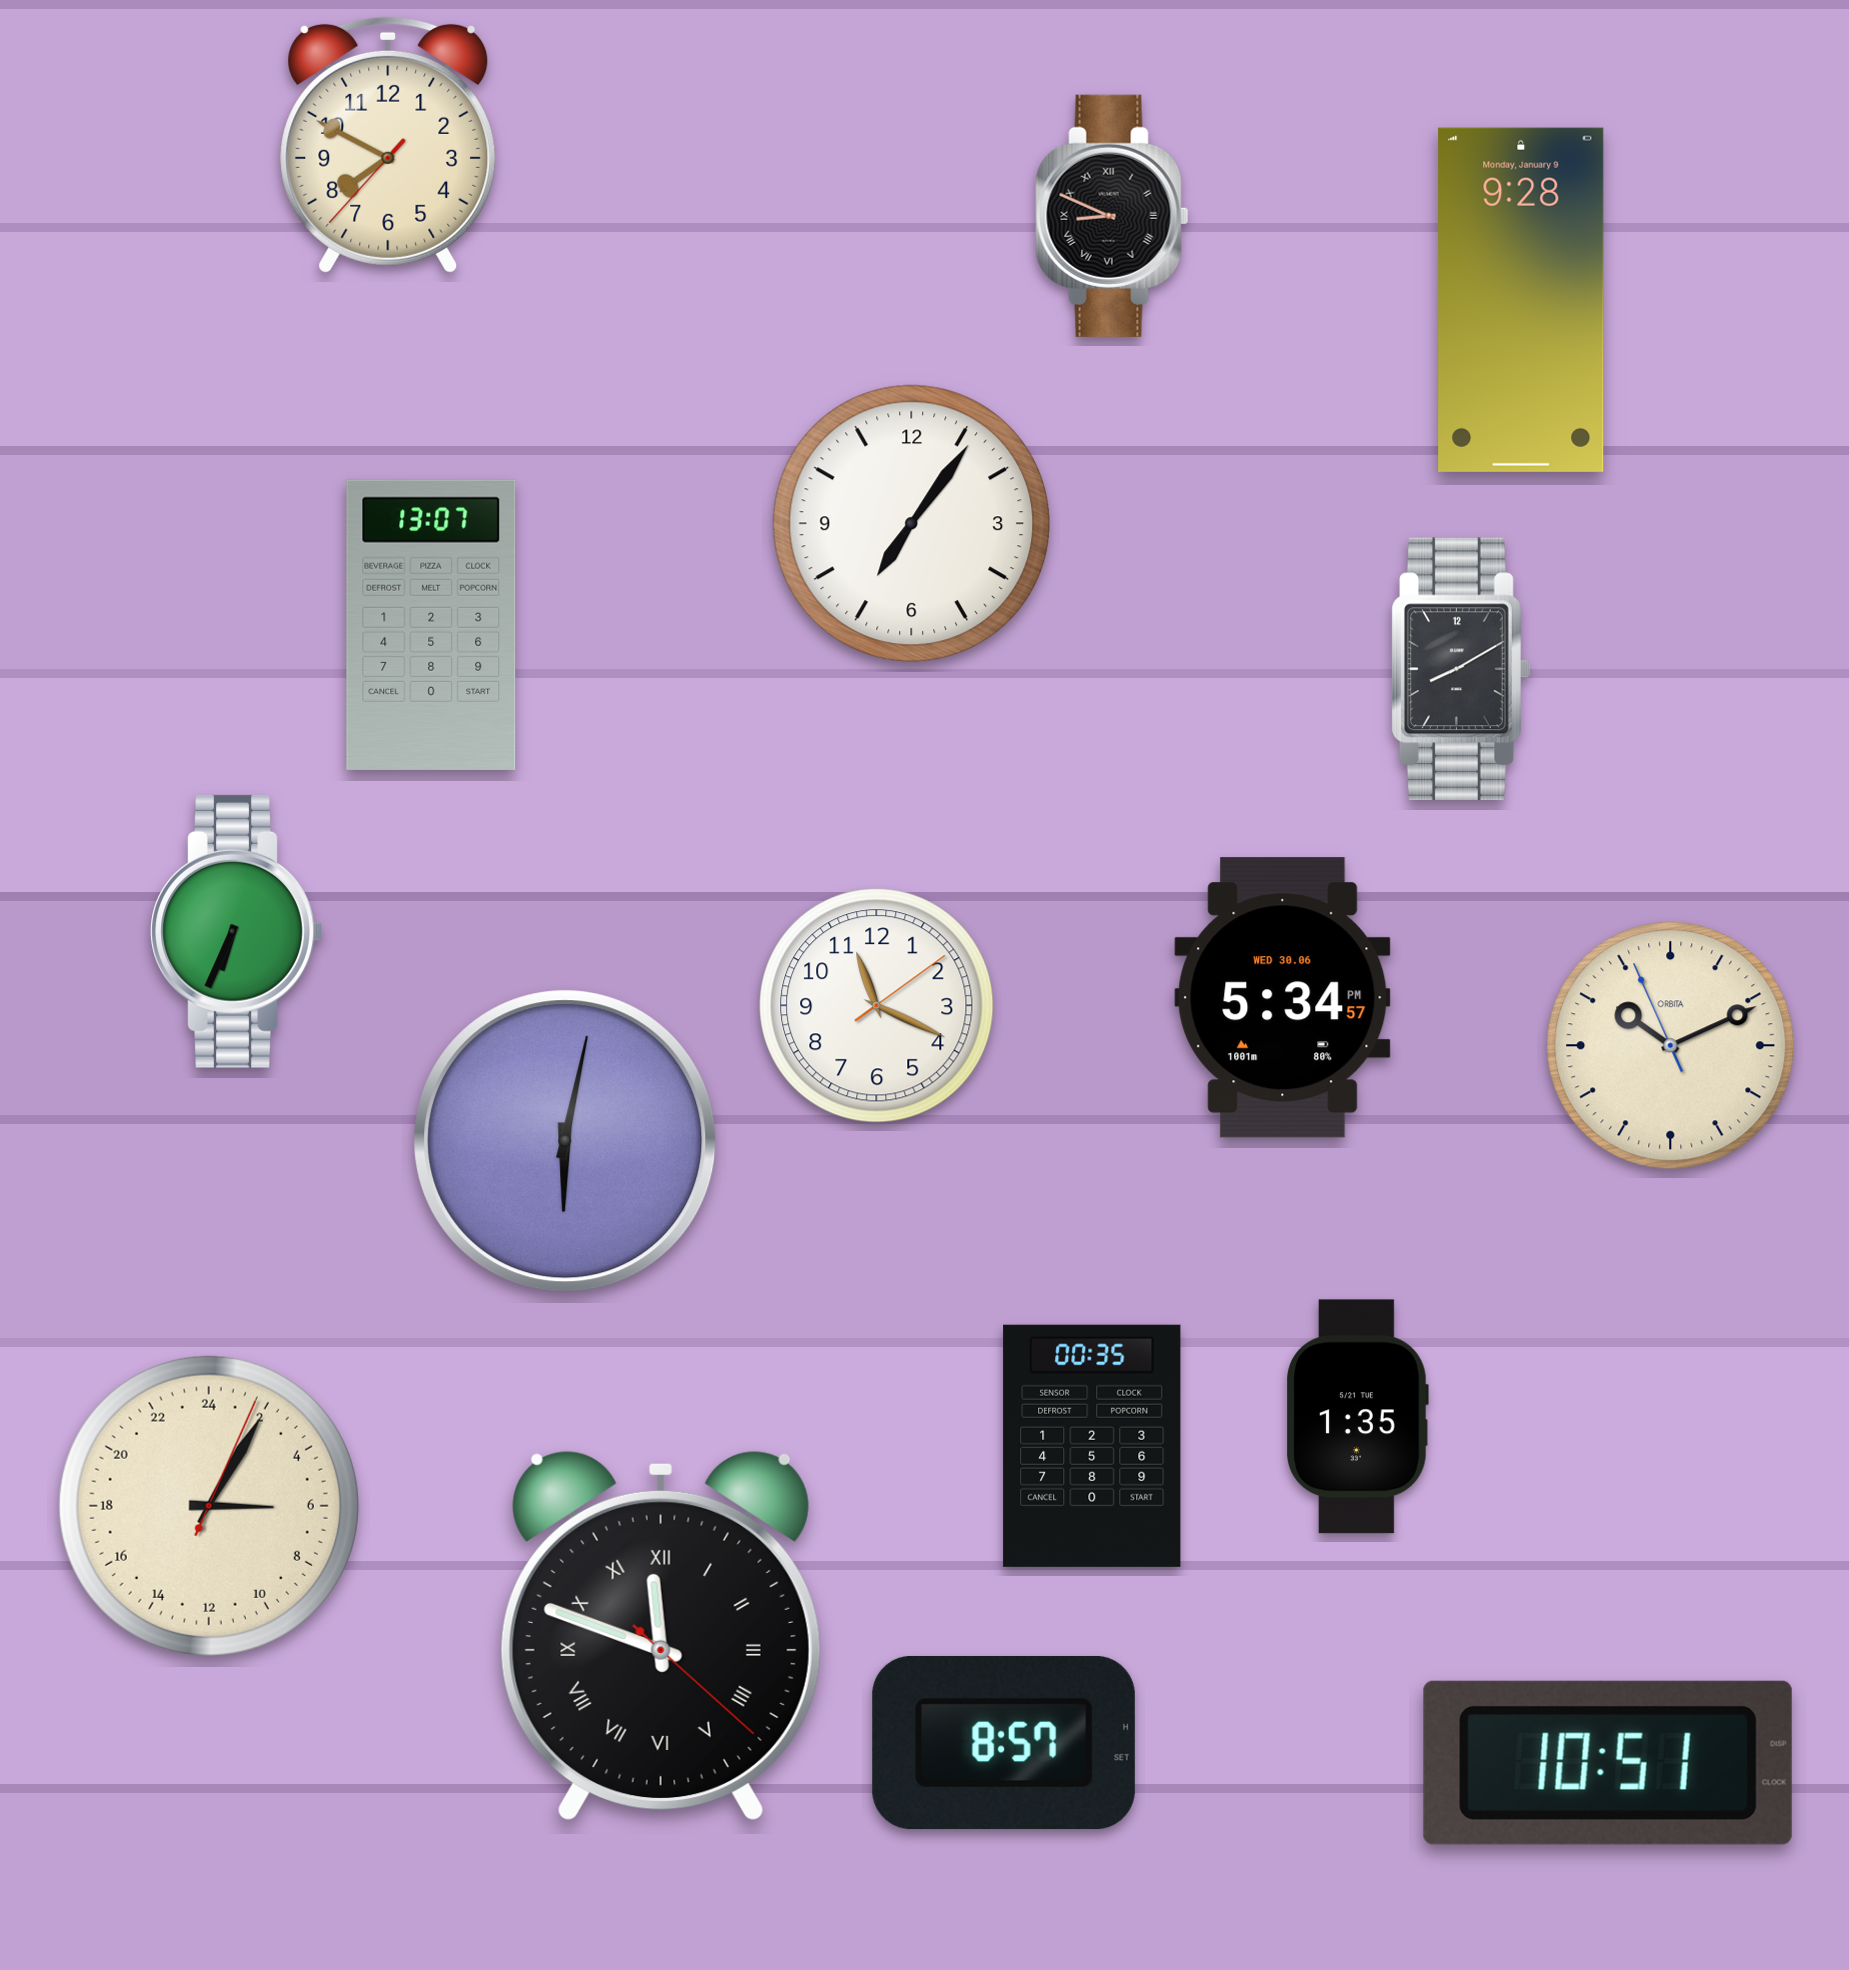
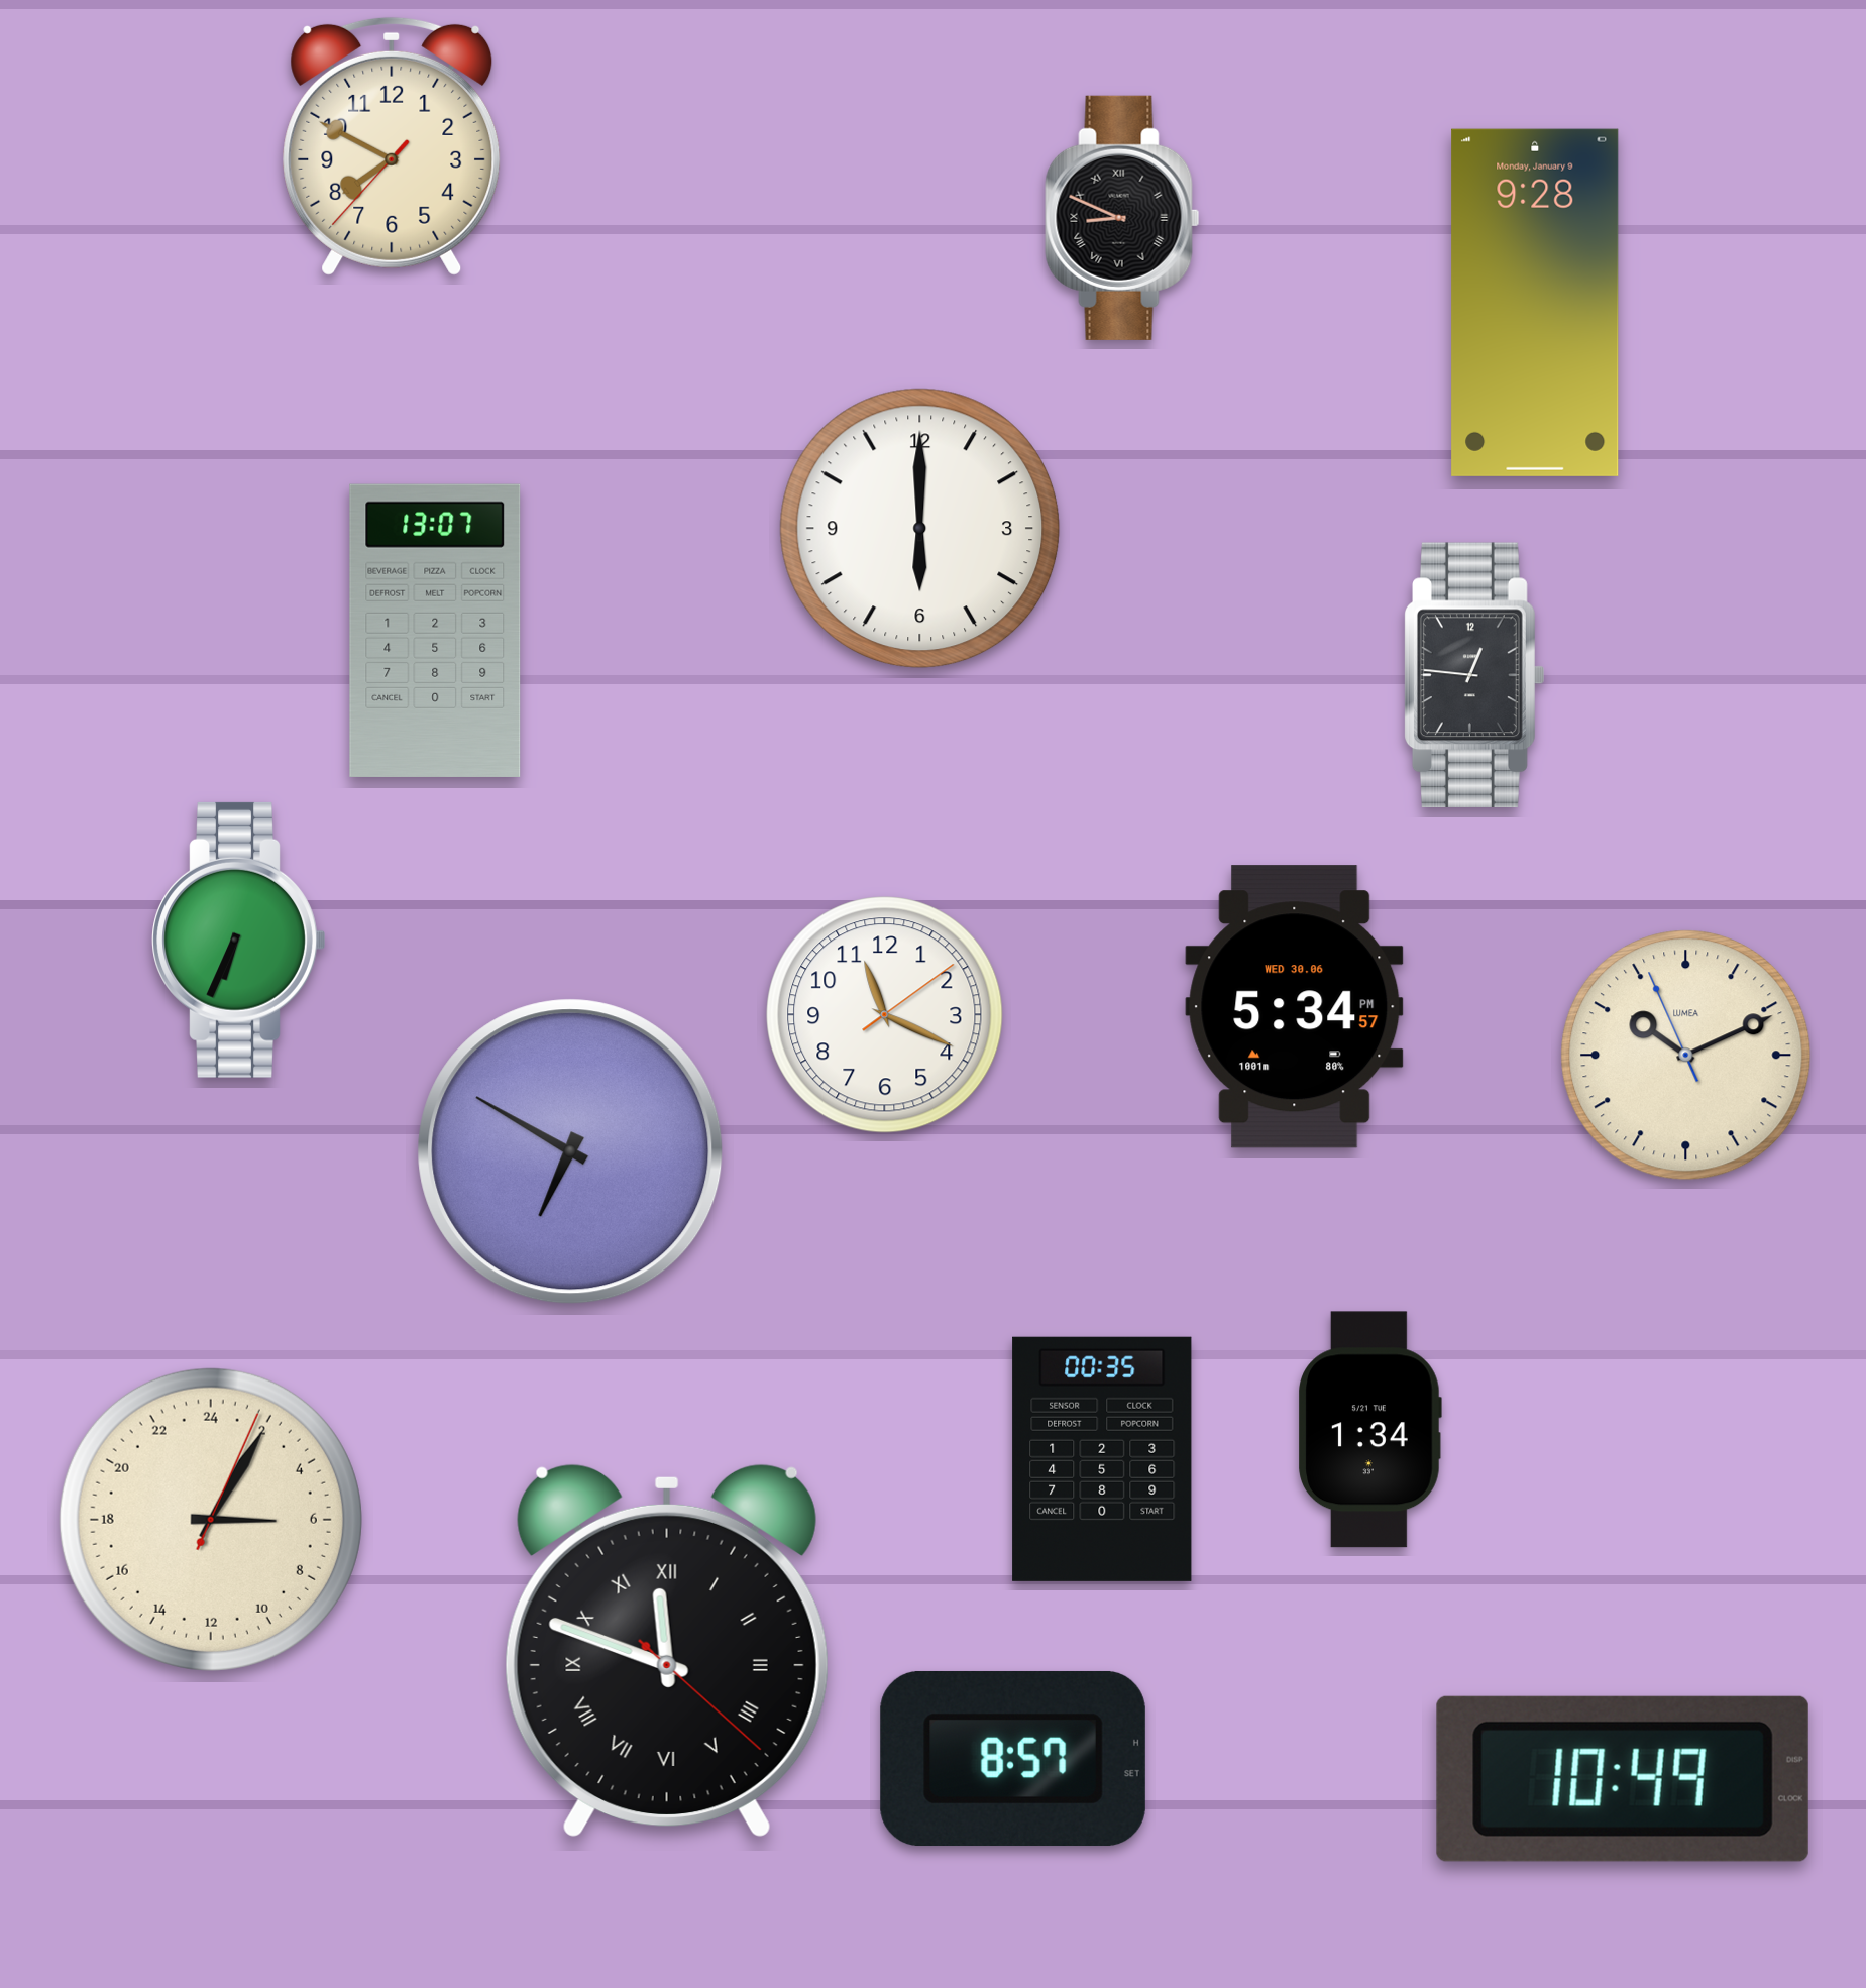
clock at (912, 524): 7:06 -> 6:00
clock at (1461, 668): 8:10 -> 12:46
clock at (1671, 1046) brand: ORBITA -> LUMEA
clock at (565, 1141): 6:02 -> 6:50
clock at (1357, 1417): 1:35 -> 1:34
clock at (1608, 1763): 10:51 -> 10:49
